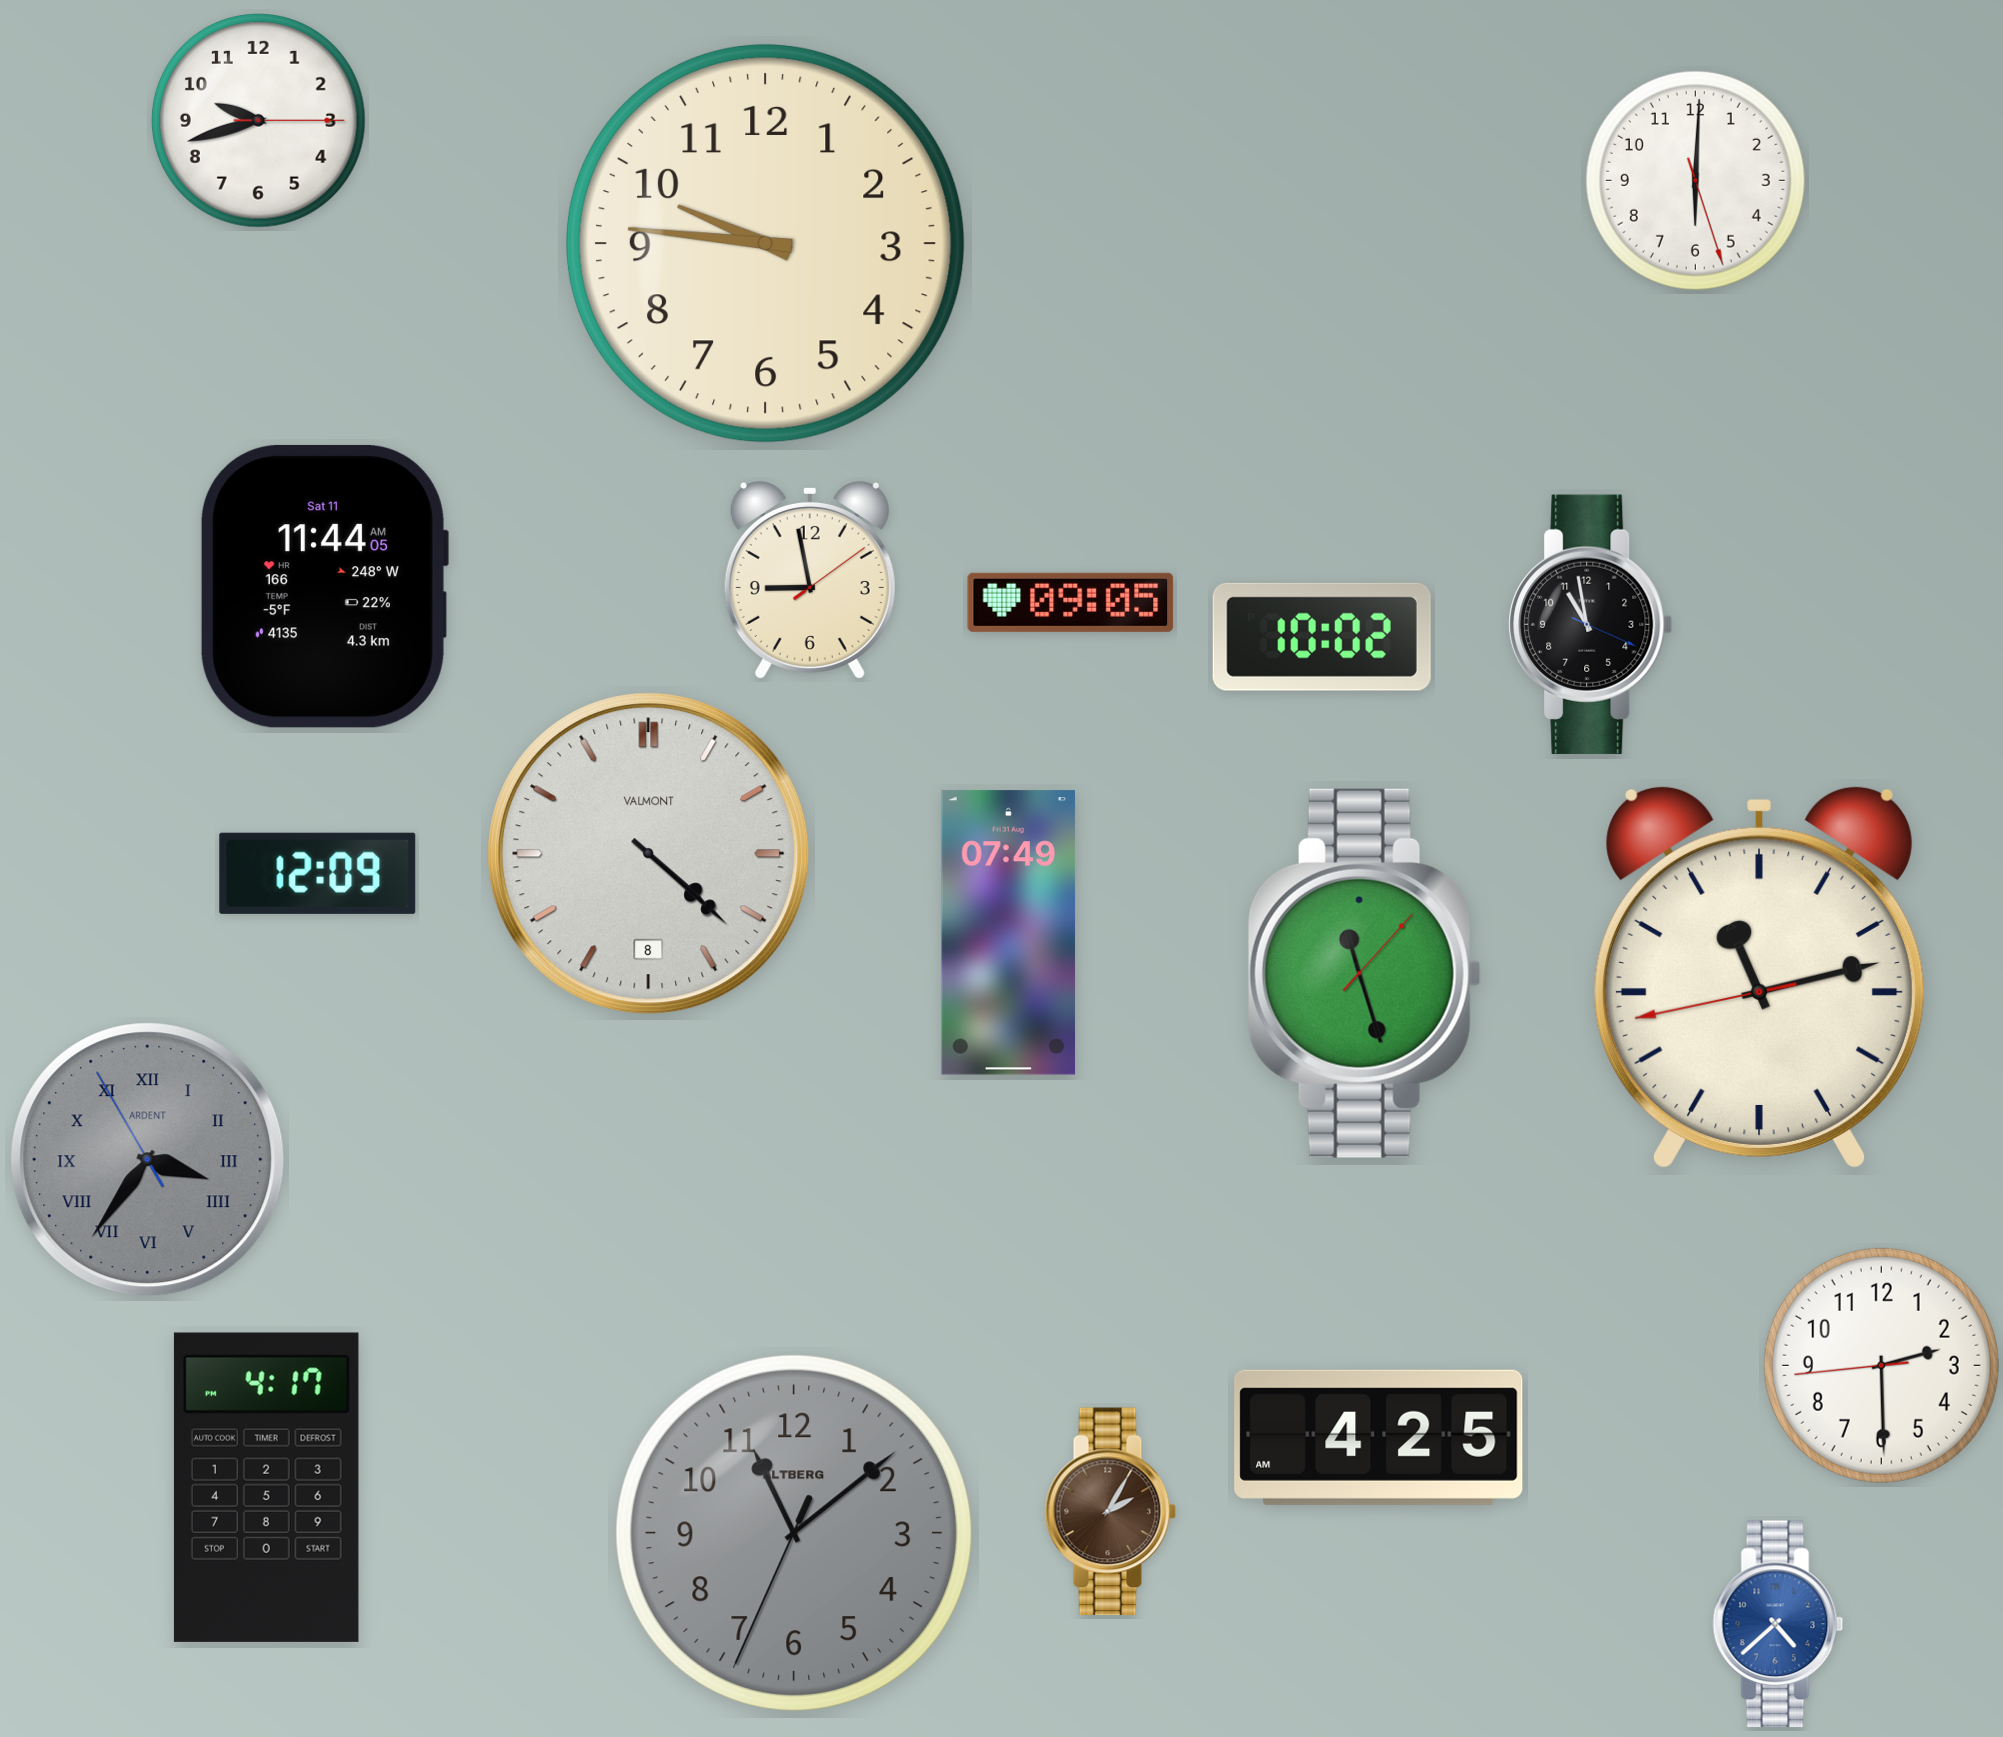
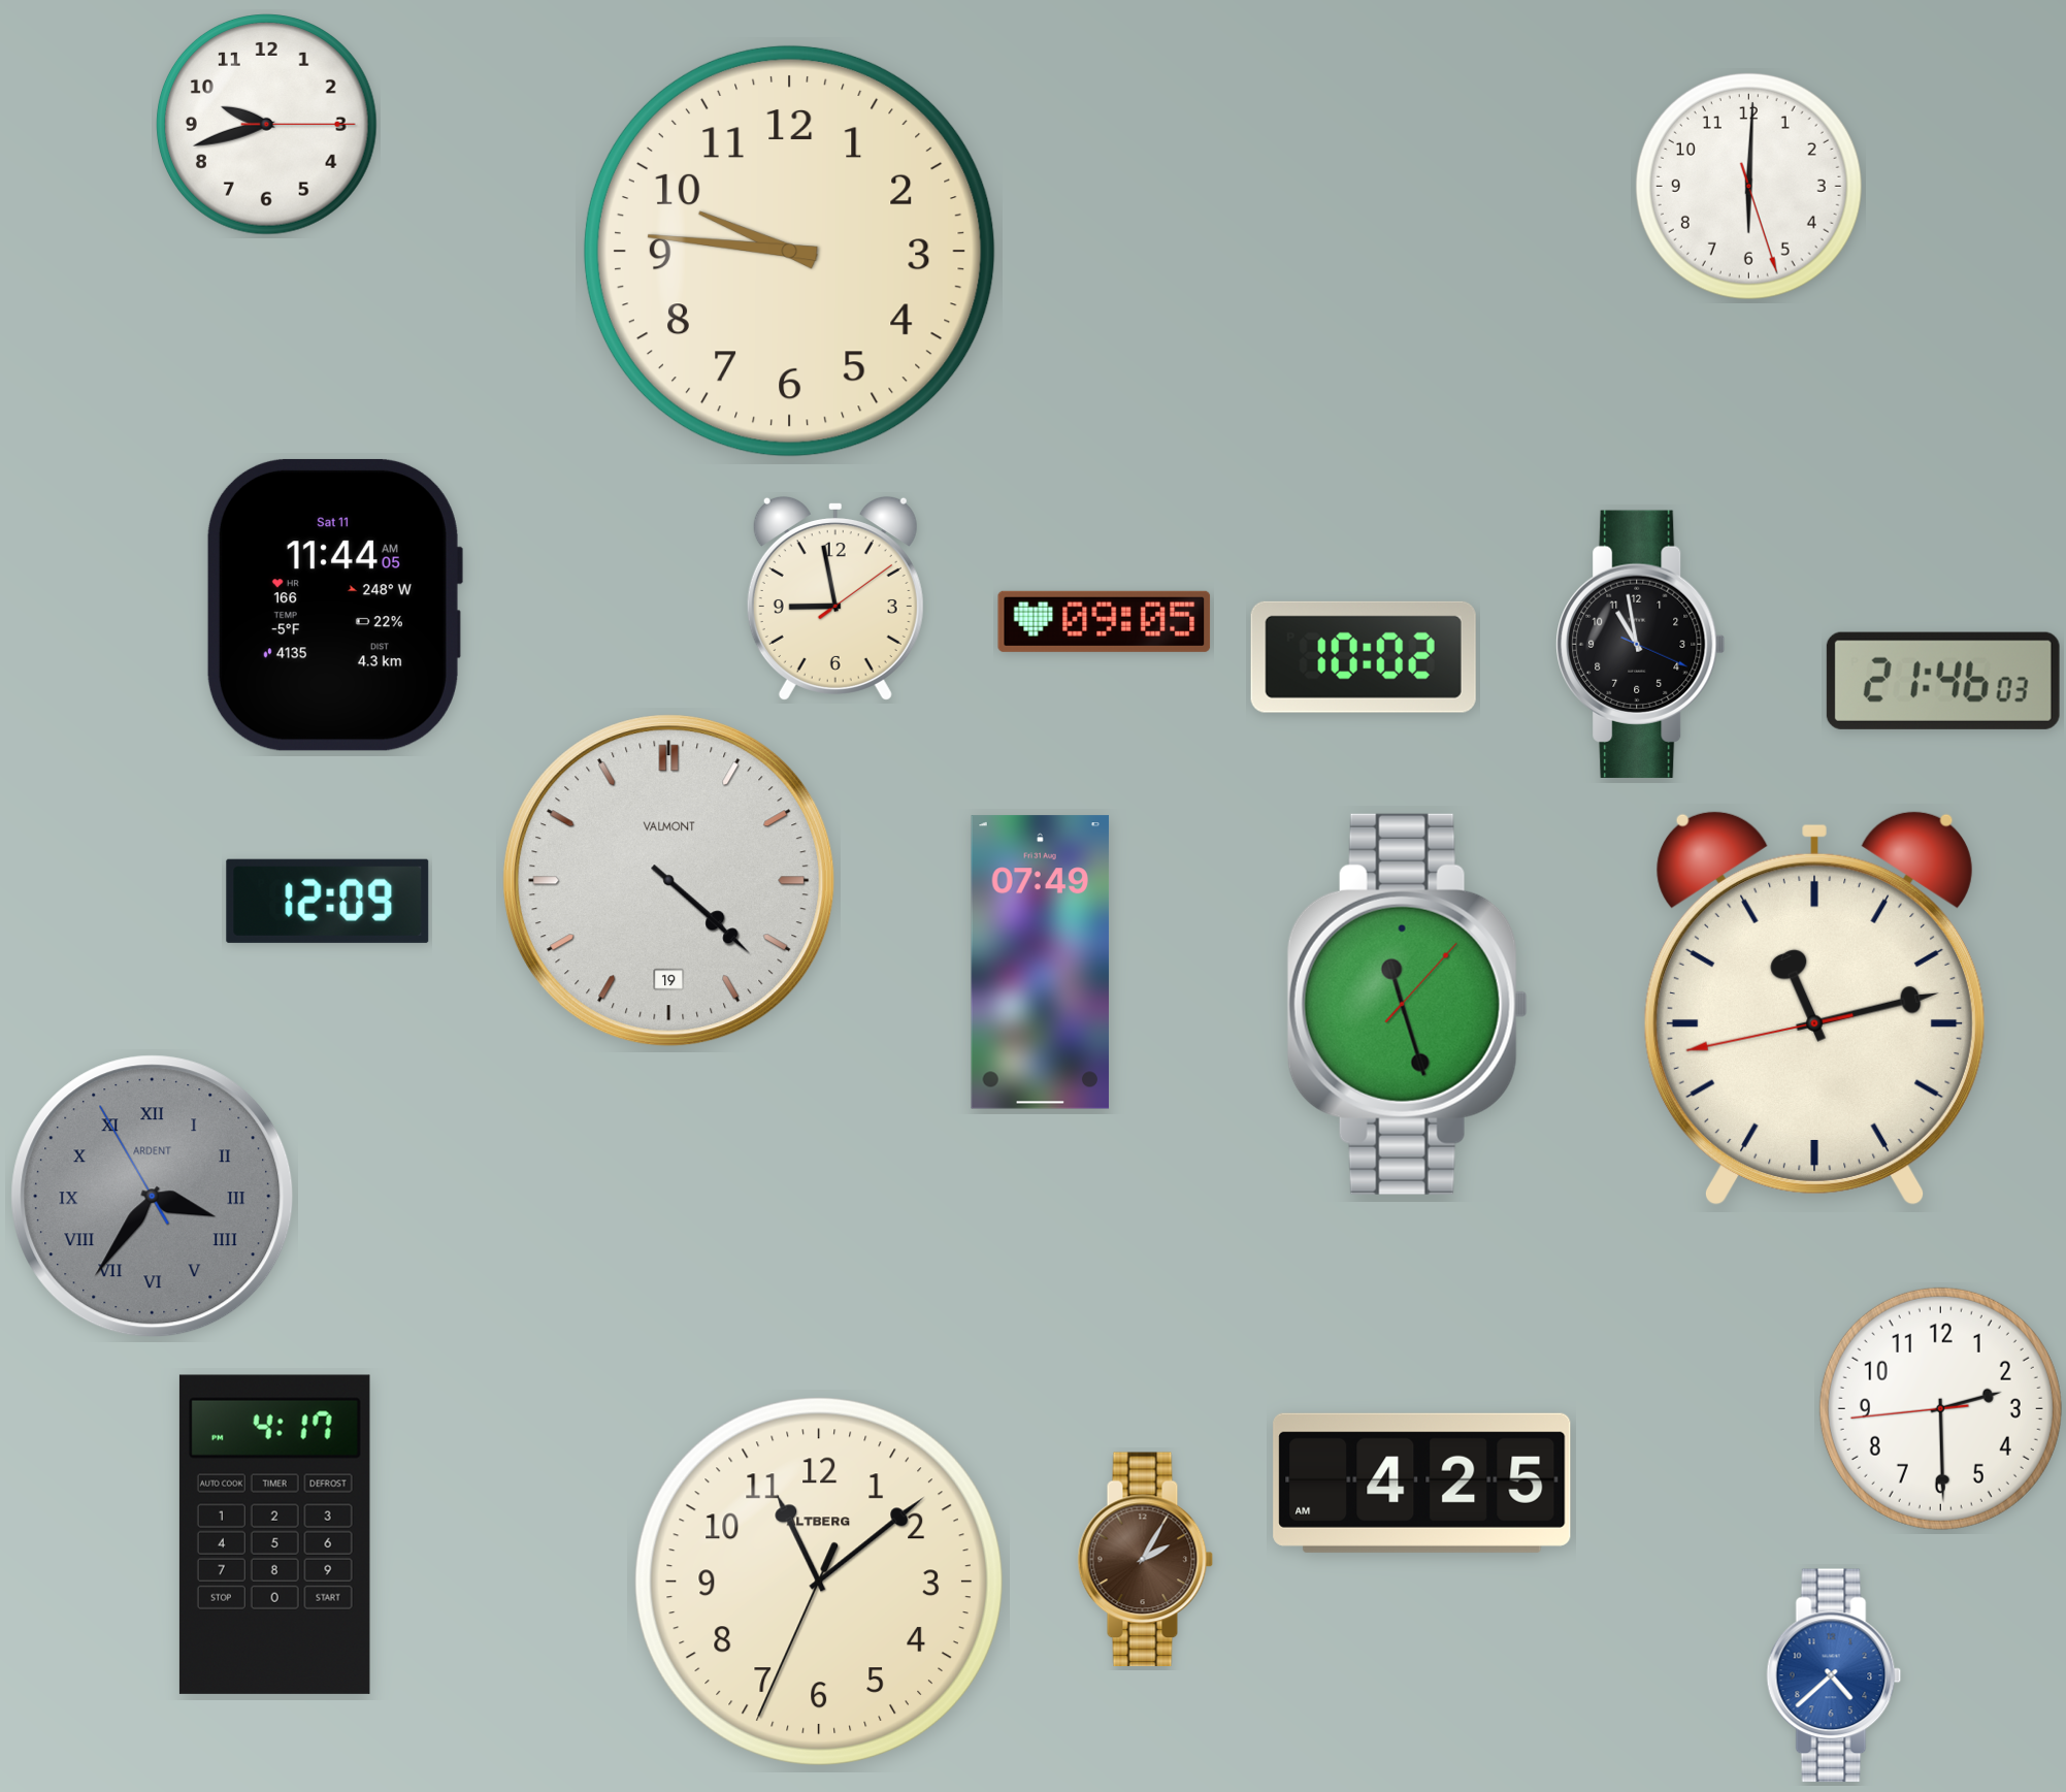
clock at (1943, 681): none -> 21:46
clock at (649, 854) date: 8 -> 19
clock at (794, 1533) dial: grey -> cream
